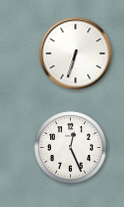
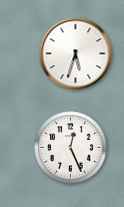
clock at (76, 54): 6:33 -> 5:33
